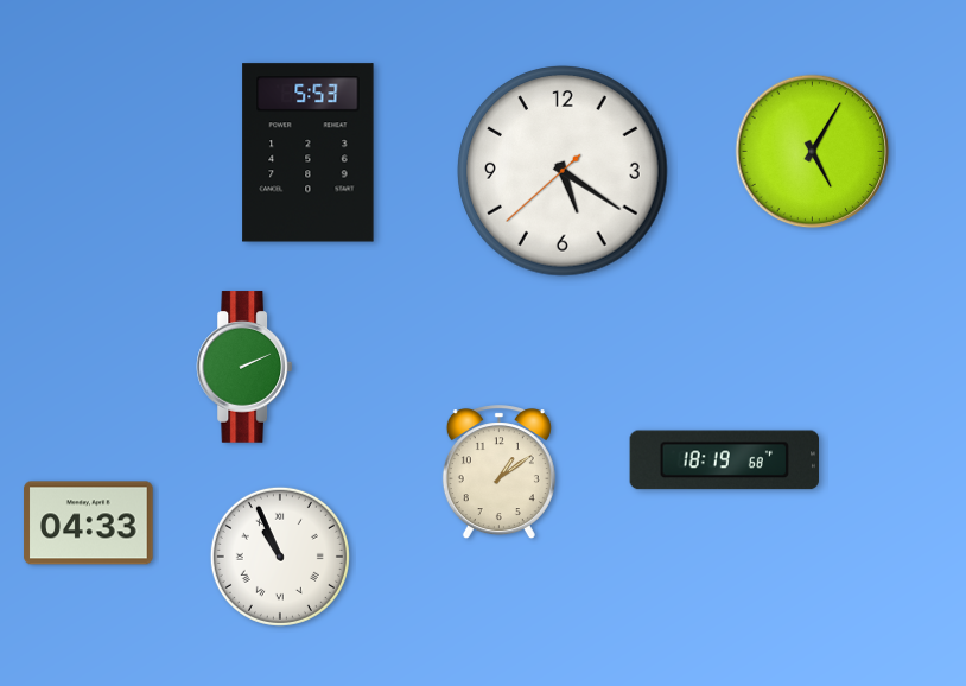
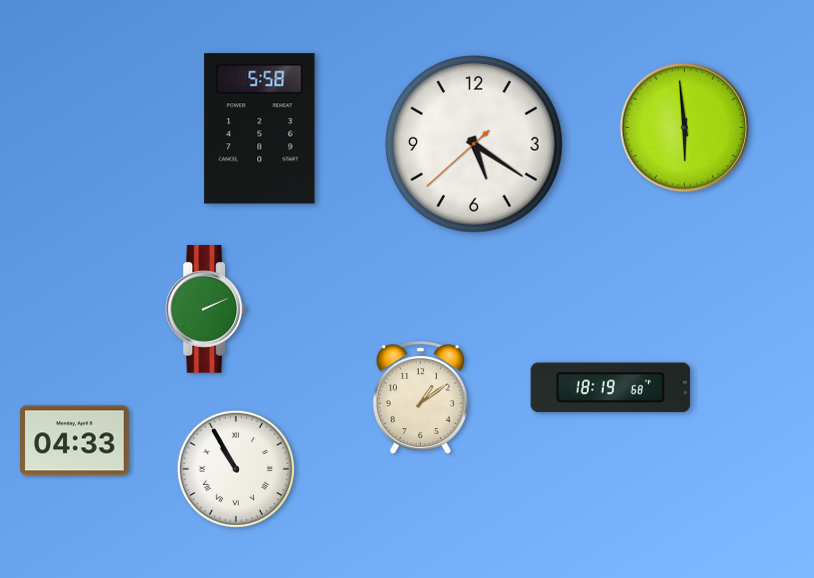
clock at (813, 152): 5:05 -> 5:59
clock at (309, 153): 5:53 -> 5:58
clock at (280, 557): 10:56 -> 10:55
